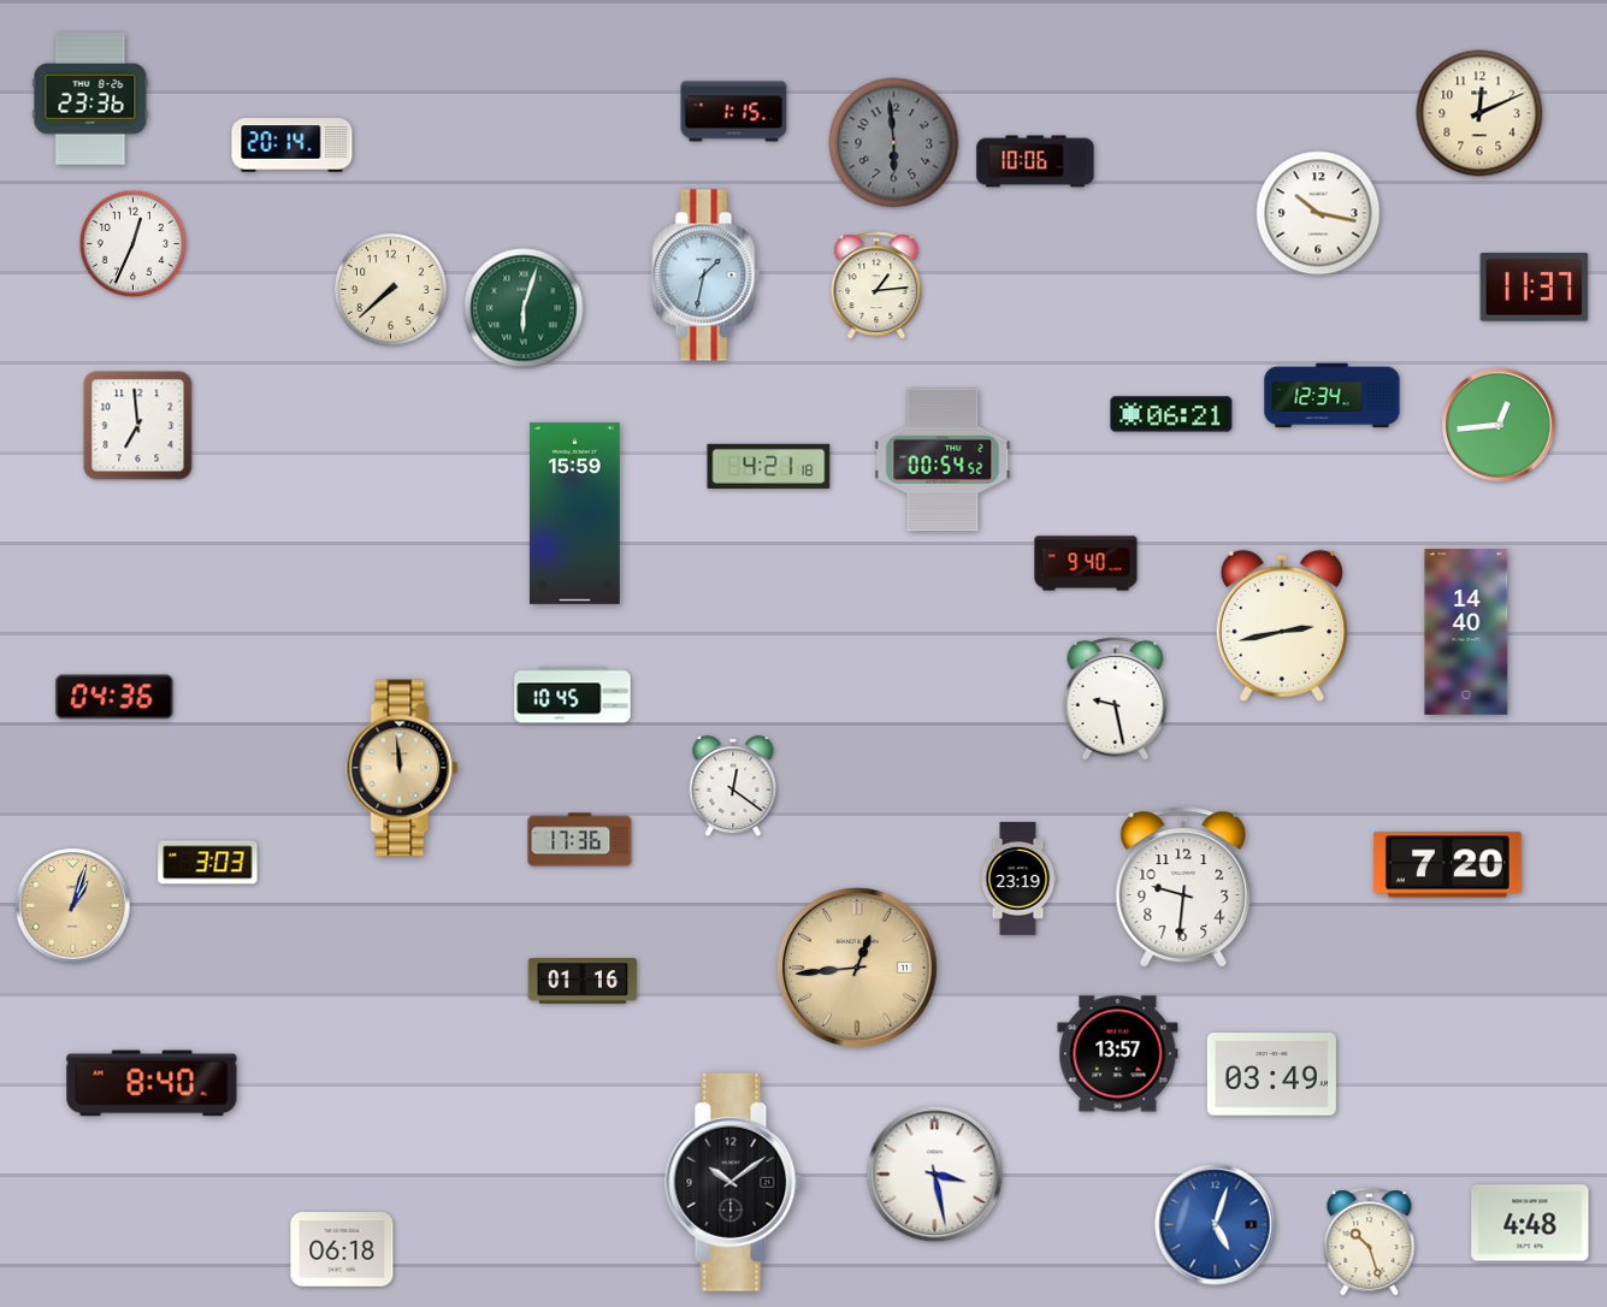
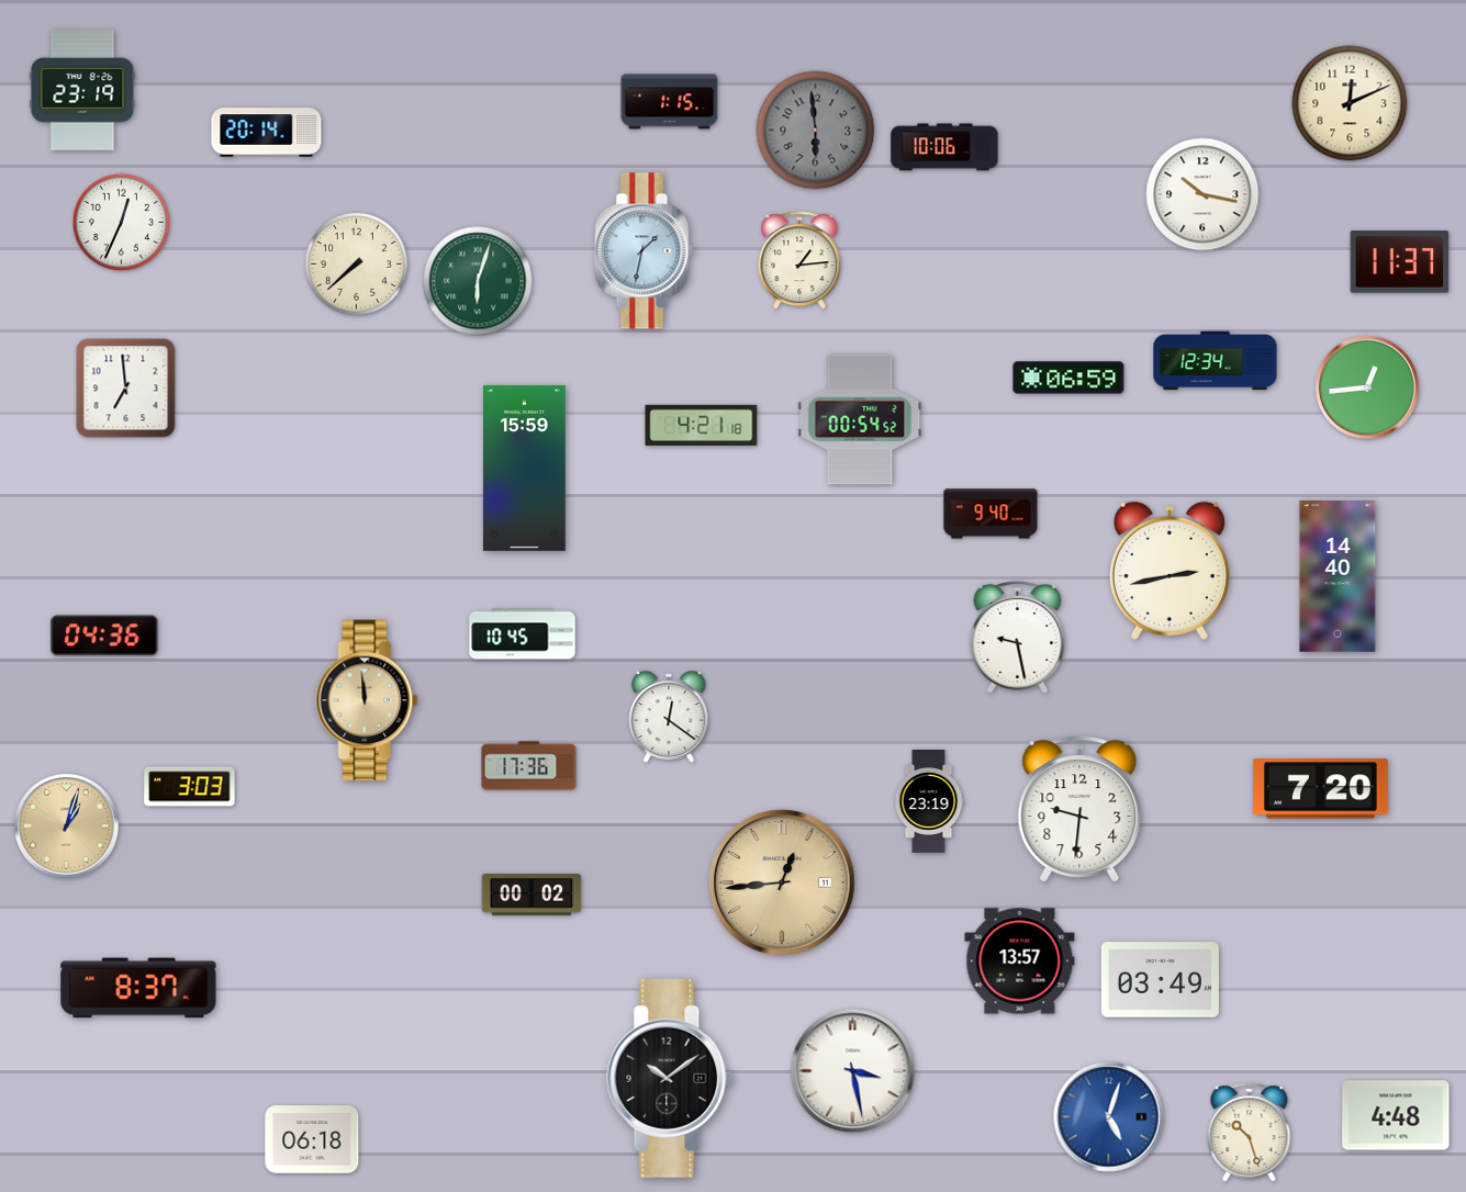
clock at (90, 99): 23:36 -> 23:19
clock at (1171, 414): 06:21 -> 06:59
clock at (583, 981): 01:16 -> 00:02
clock at (152, 1083): 8:40 -> 8:37
